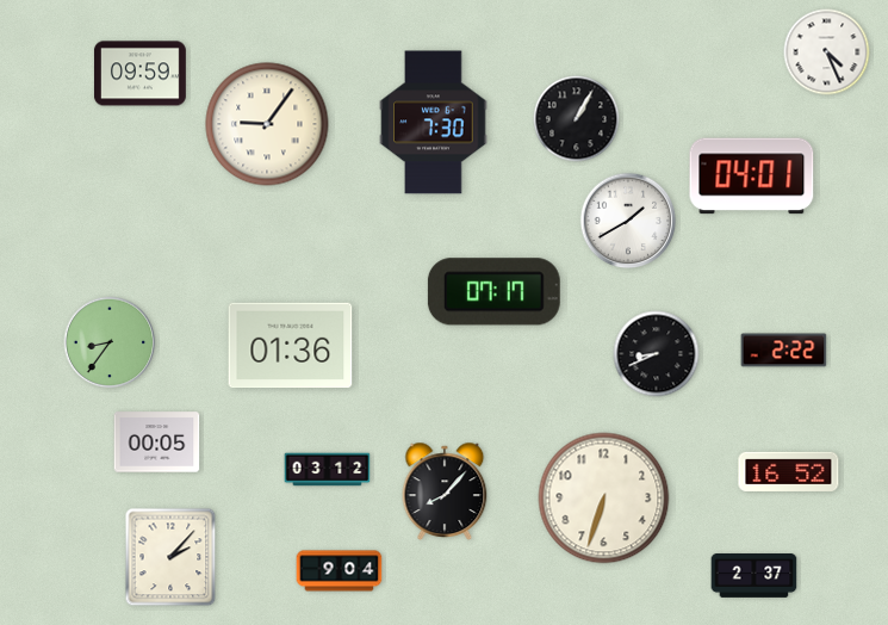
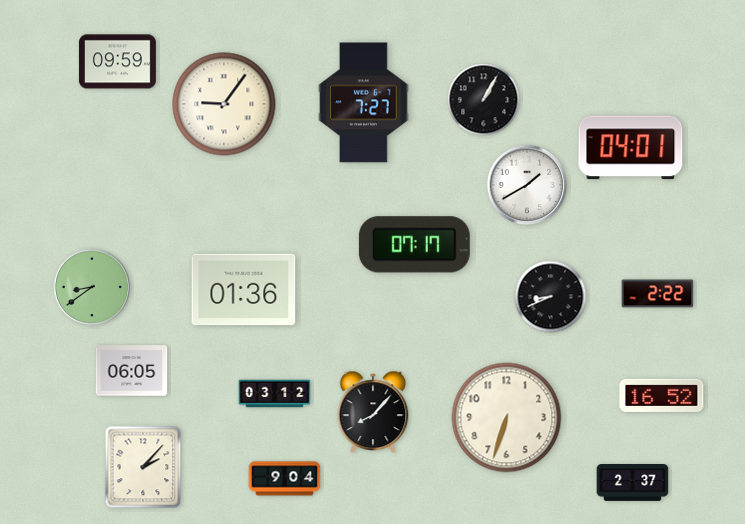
clock at (827, 52): 4:26 -> none
clock at (434, 123): 7:30 -> 7:27
clock at (110, 342): 8:36 -> 8:39
clock at (157, 443): 00:05 -> 06:05
